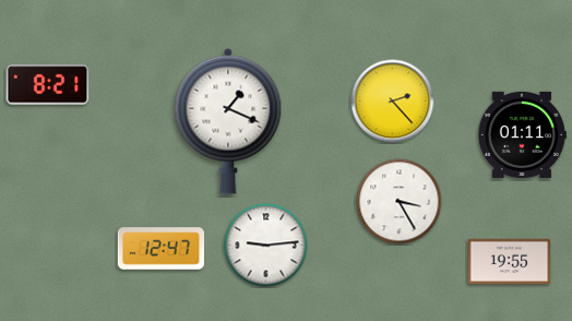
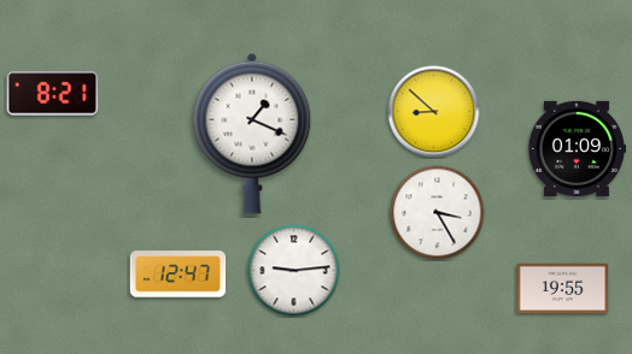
clock at (393, 102): 2:23 -> 8:52
clock at (522, 134): 01:11 -> 01:09
clock at (400, 202) position: (400, 202) -> (438, 213)
